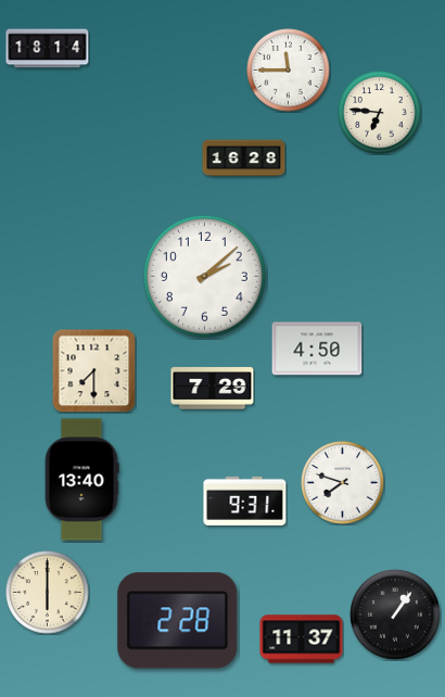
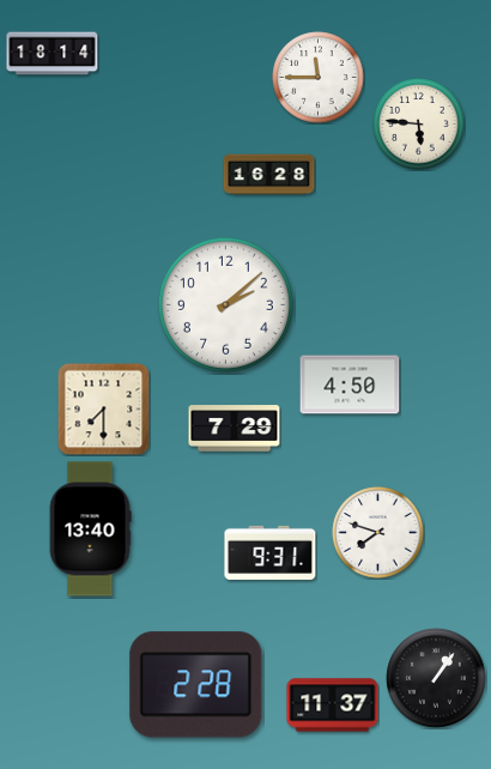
clock at (380, 113): 6:46 -> 5:46
clock at (48, 593): 6:00 -> none
